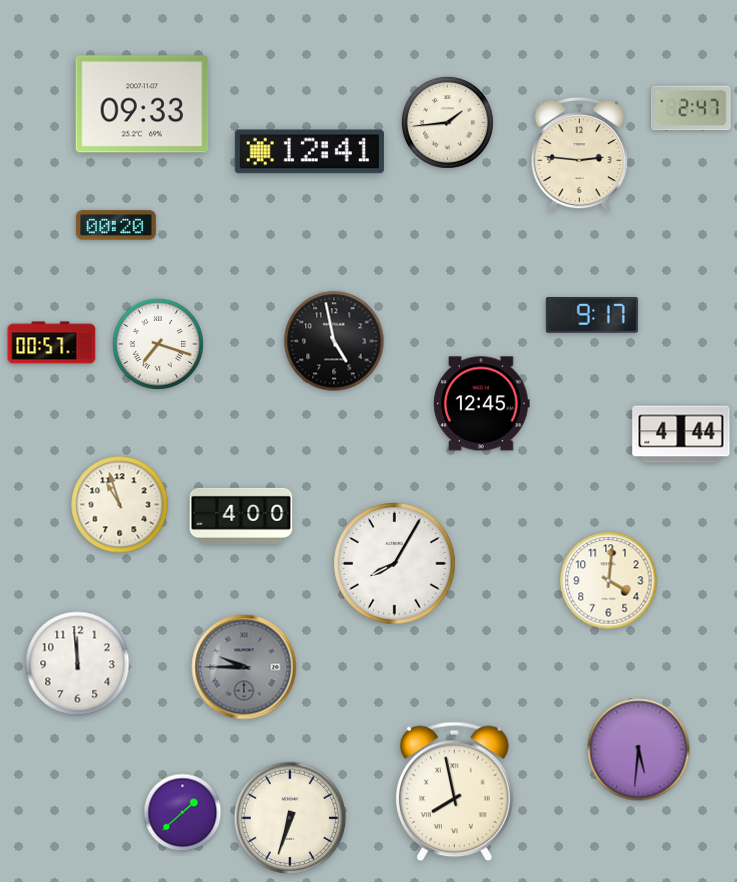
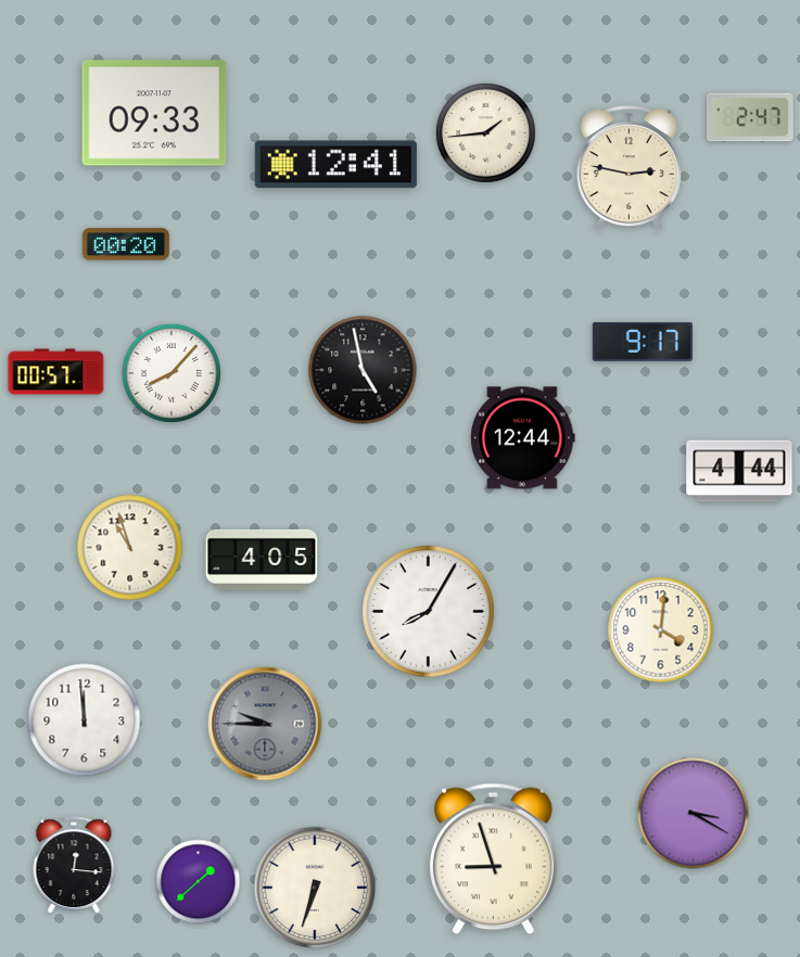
clock at (579, 155): 2:46 -> 2:47
clock at (158, 344): 7:18 -> 8:07
clock at (482, 404): 12:45 -> 12:44
clock at (241, 516): 4:00 -> 4:05
clock at (639, 750): 5:31 -> 3:20
clock at (455, 792): 7:58 -> 8:57
clock at (74, 866): none -> 12:16
